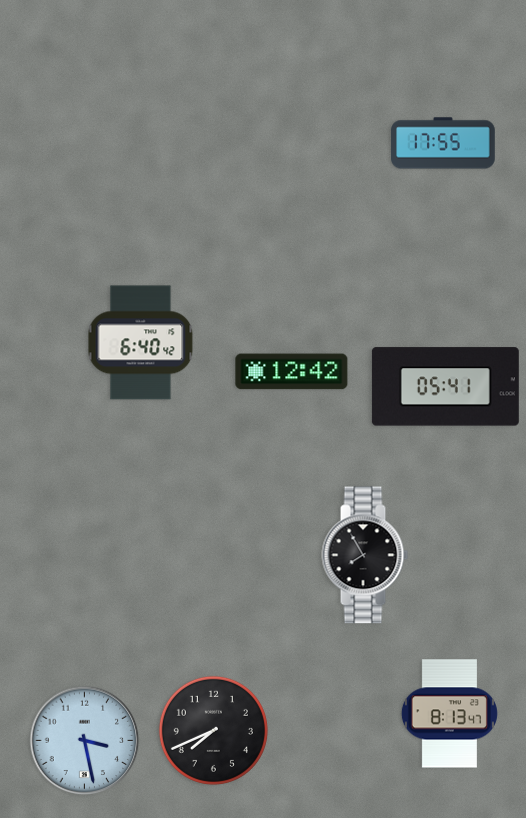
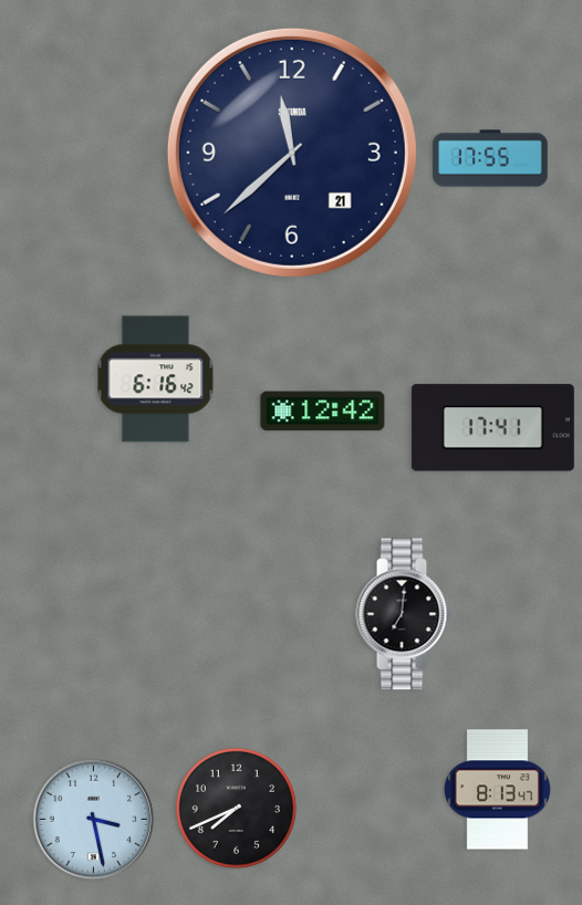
clock at (292, 153): none -> 11:38
clock at (141, 343): 6:40 -> 6:16
clock at (445, 387): 05:41 -> 17:41
clock at (365, 555): 7:55 -> 7:01
